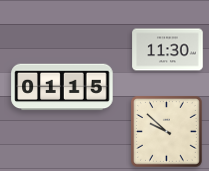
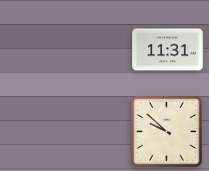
clock at (168, 50): 11:30 -> 11:31
clock at (62, 87): 01:15 -> none
